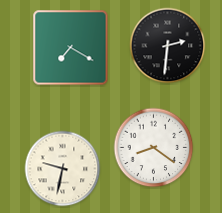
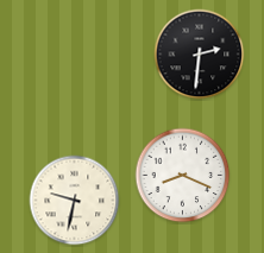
clock at (71, 48): 7:20 -> none
clock at (154, 148): 8:21 -> 8:19
